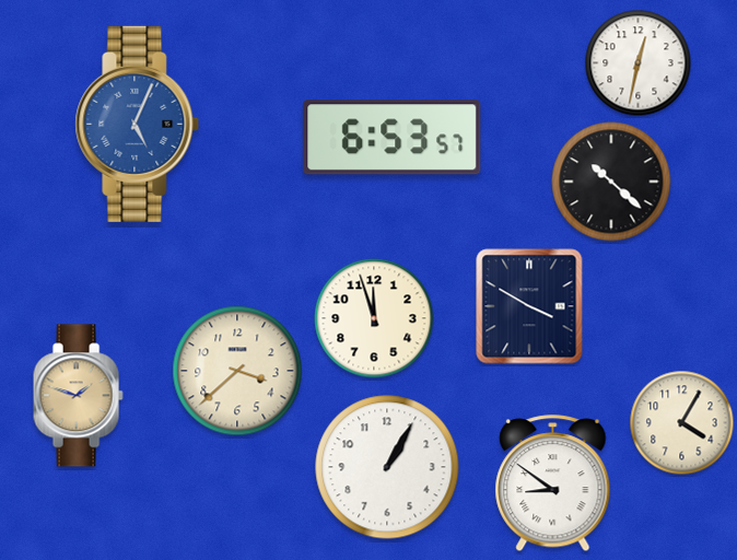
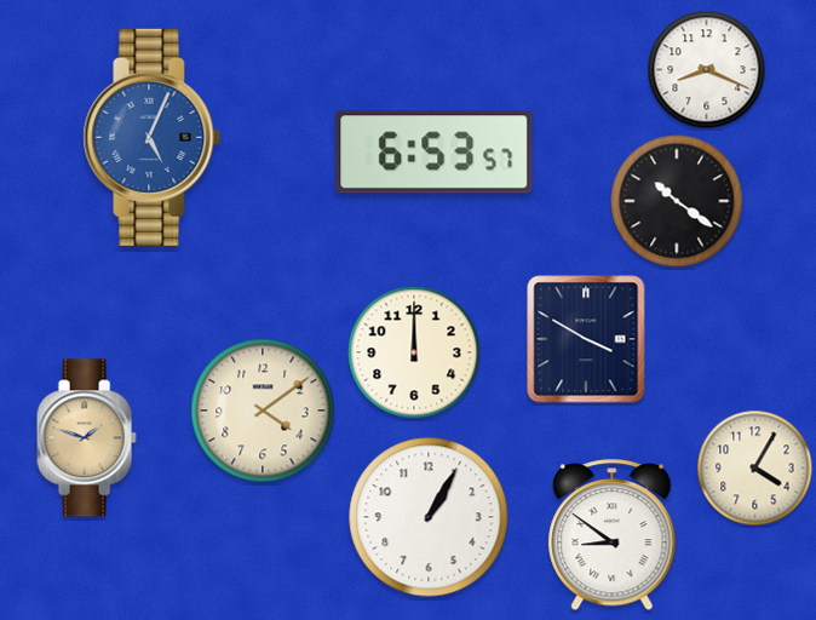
clock at (639, 63): 12:32 -> 8:19
clock at (611, 182): 10:22 -> 10:21
clock at (374, 318): 11:57 -> 12:00
clock at (237, 371): 3:38 -> 4:09
